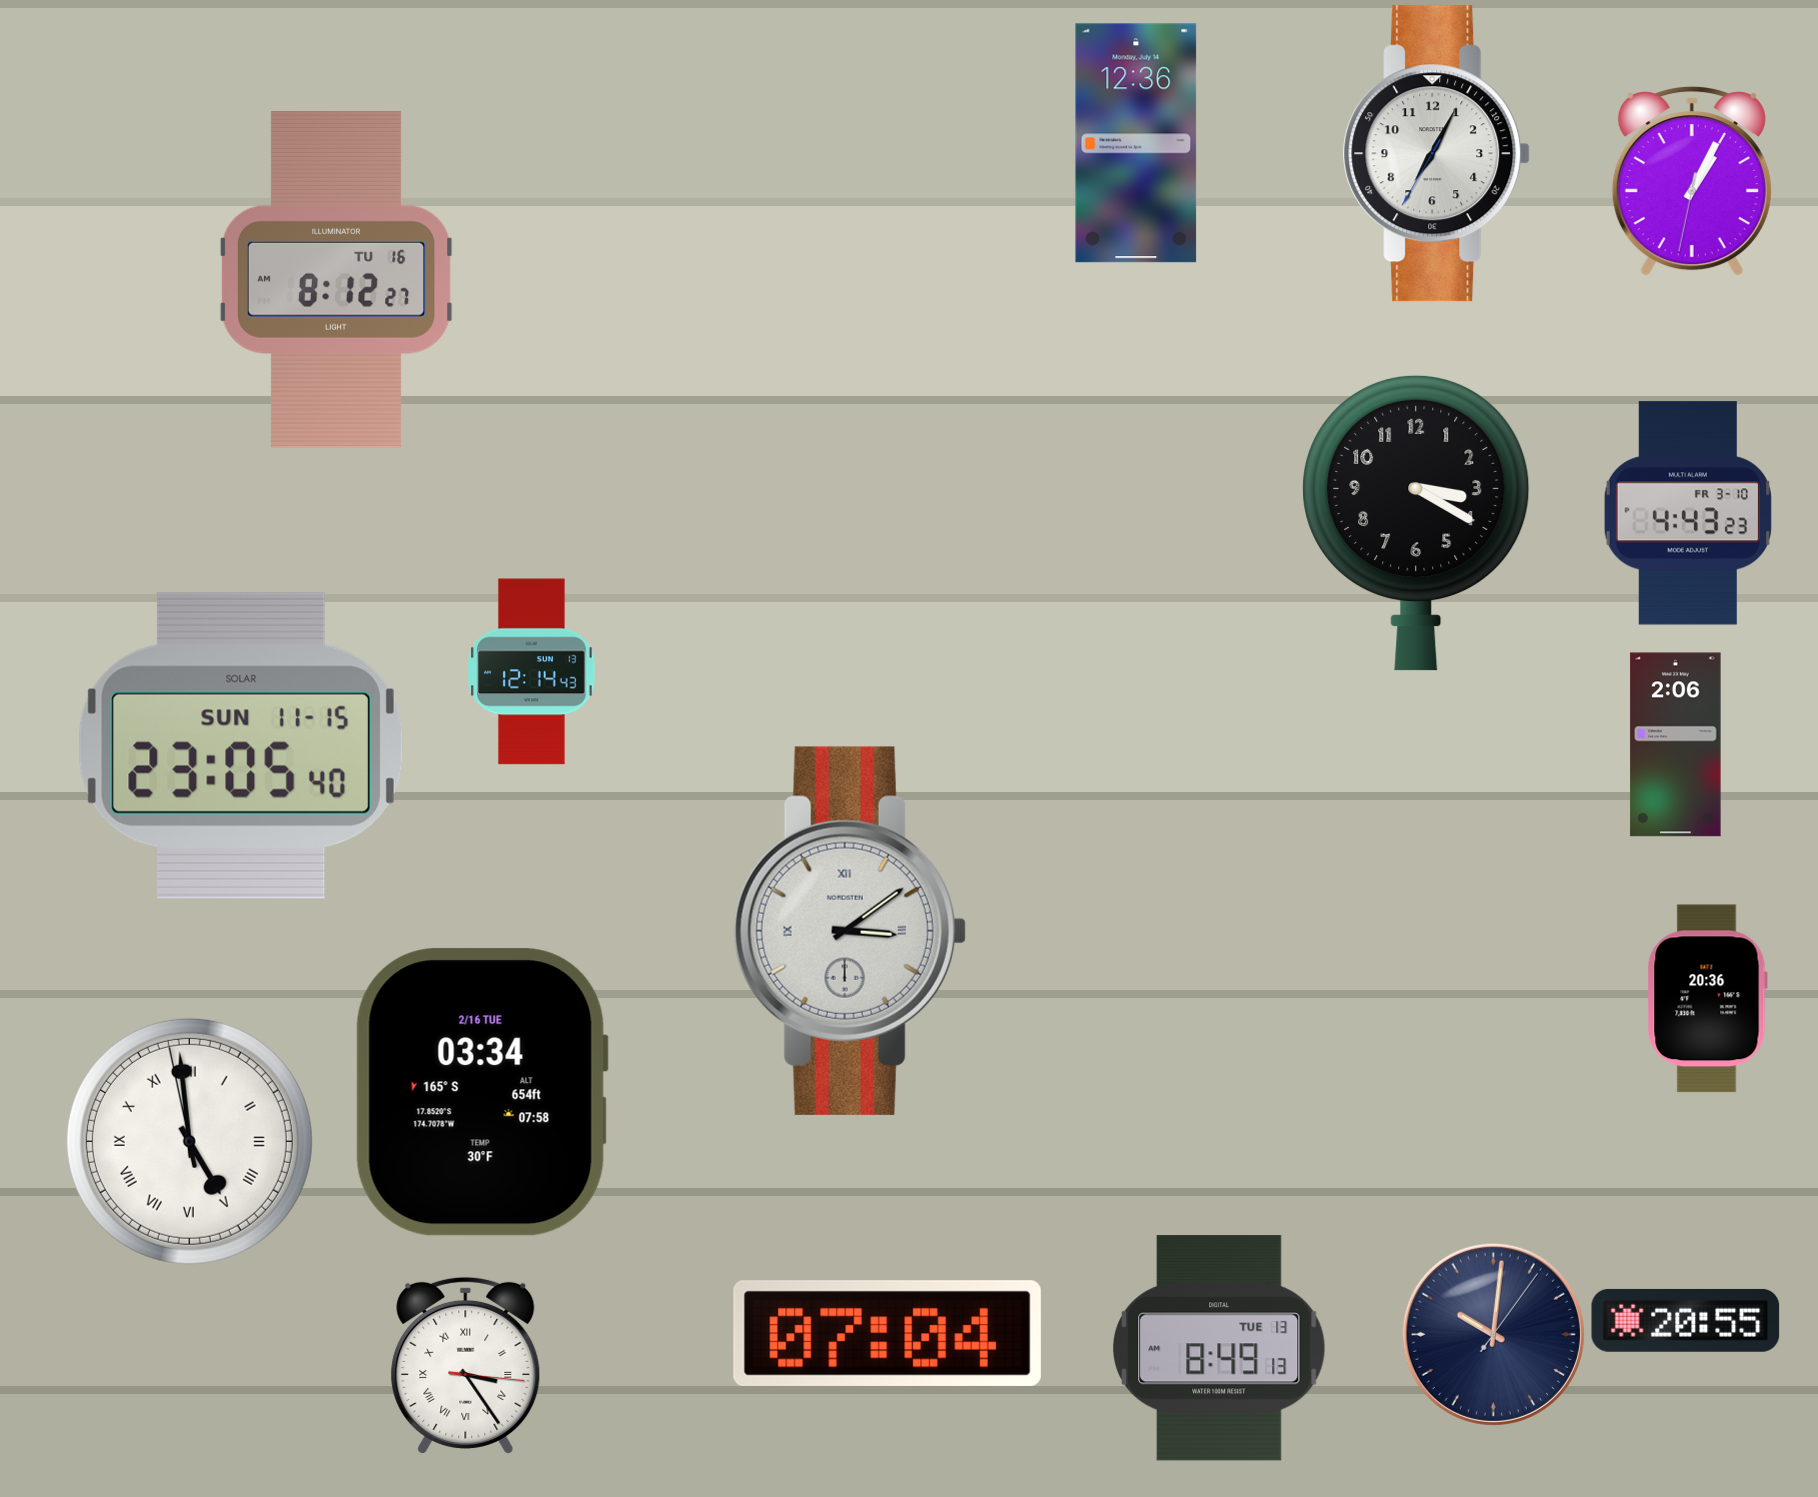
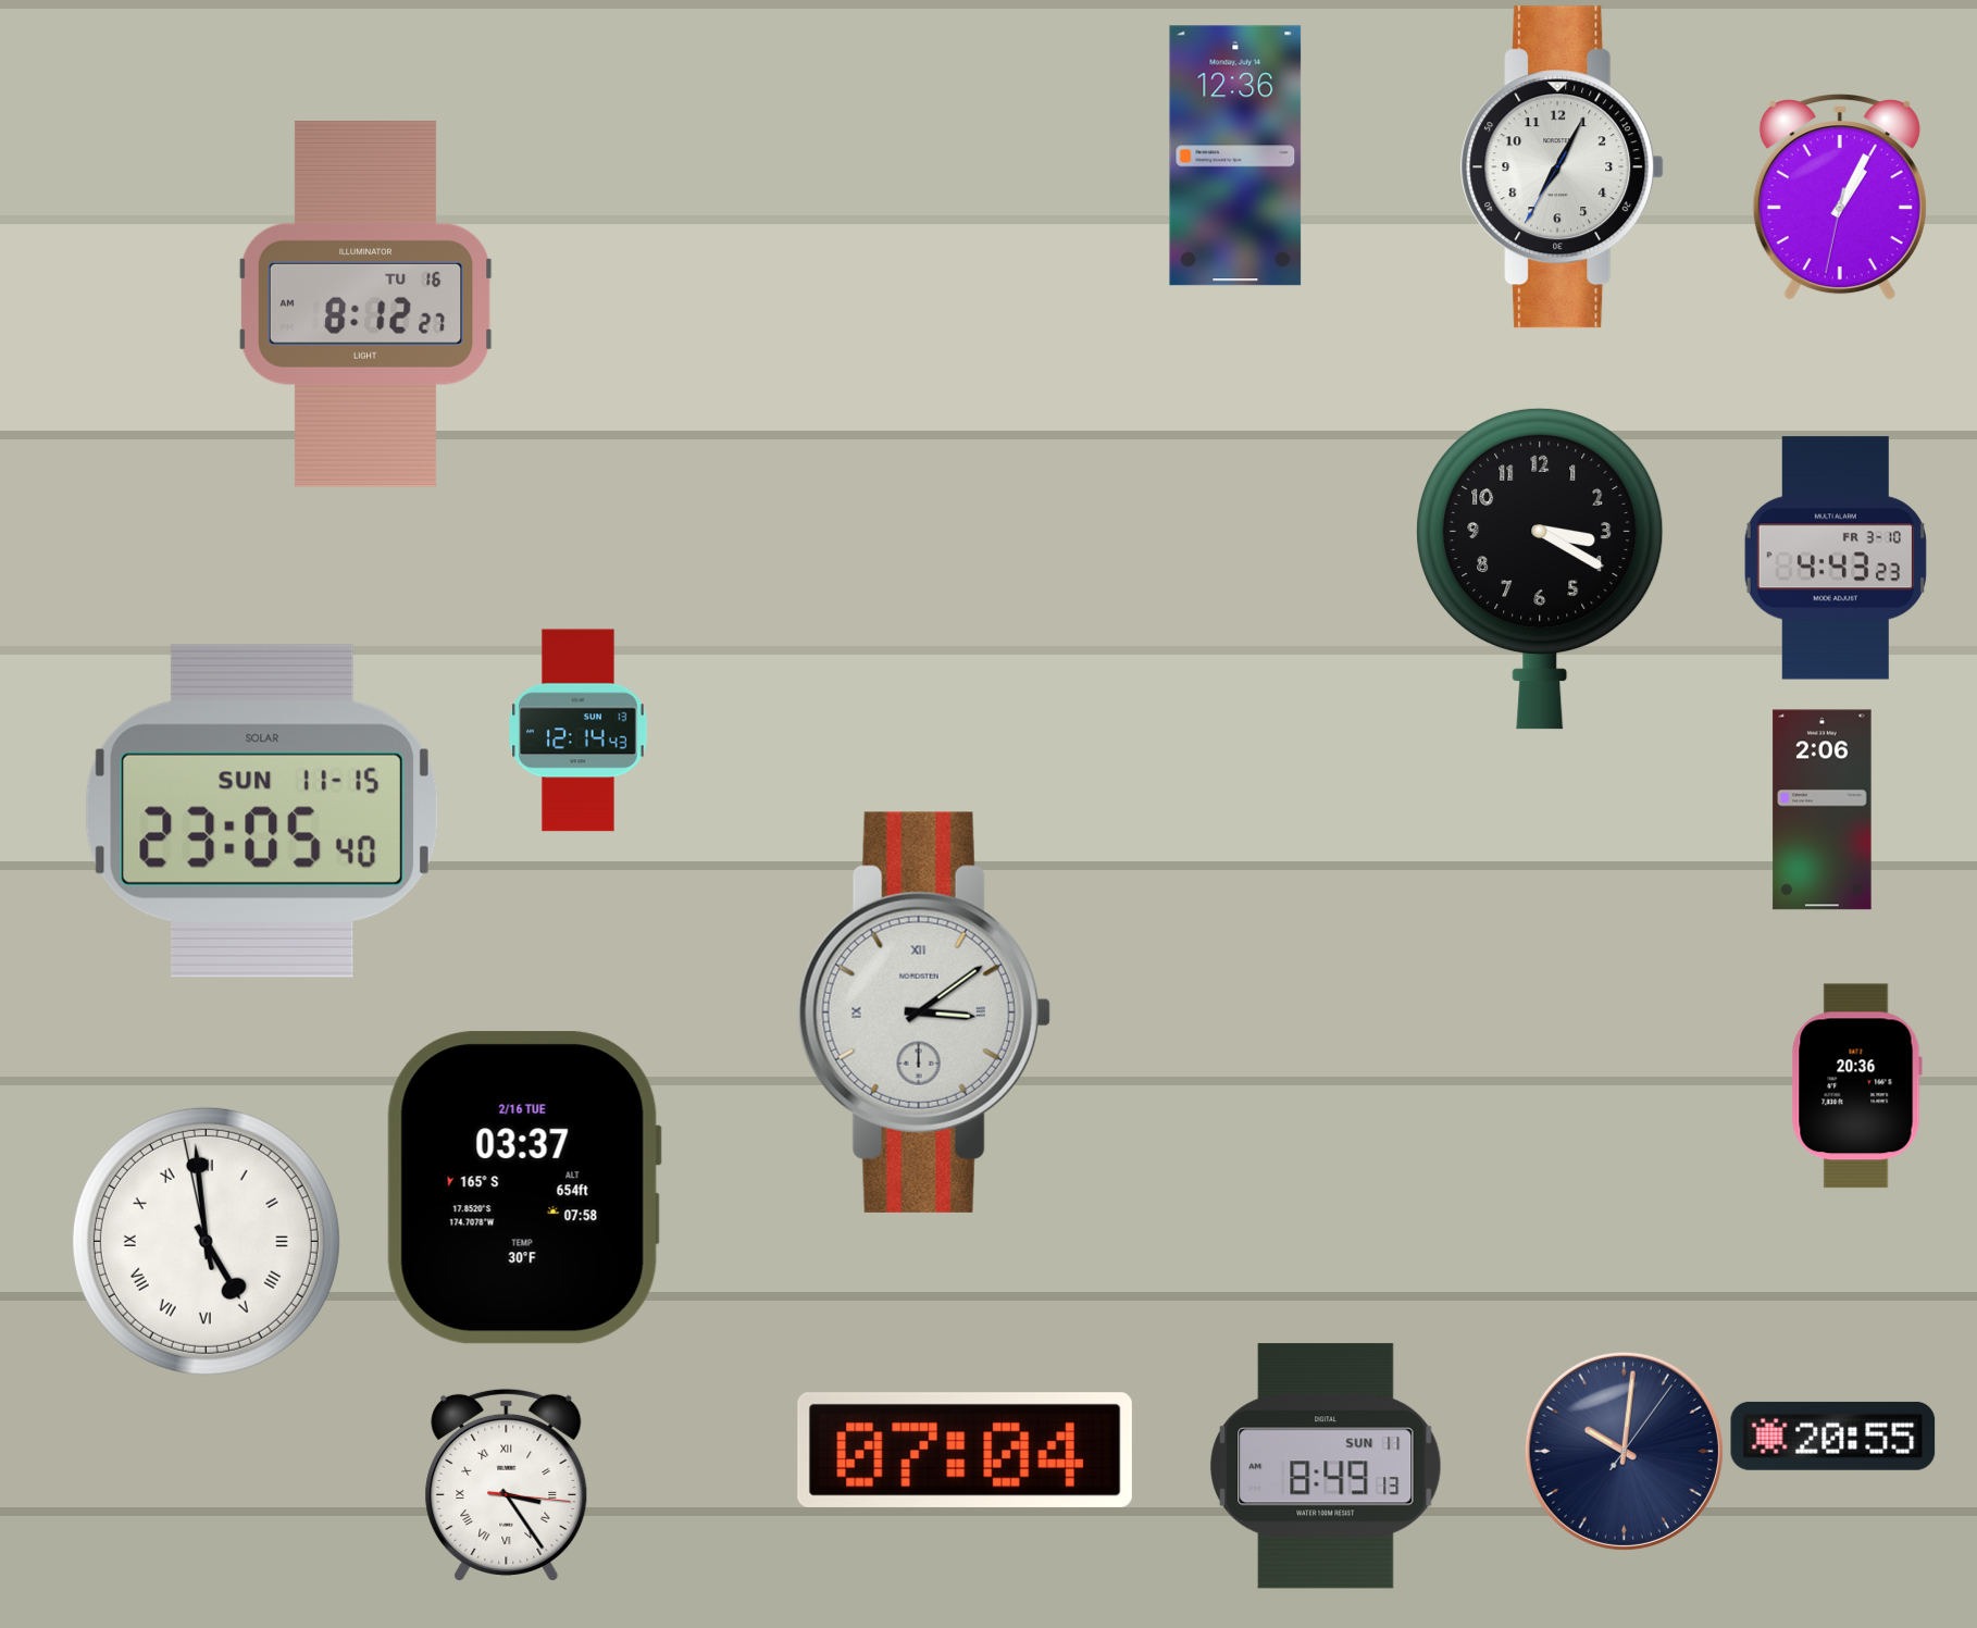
clock at (482, 1092): 03:34 -> 03:37
clock at (1220, 1348) date: TUE 13 -> SUN 11
